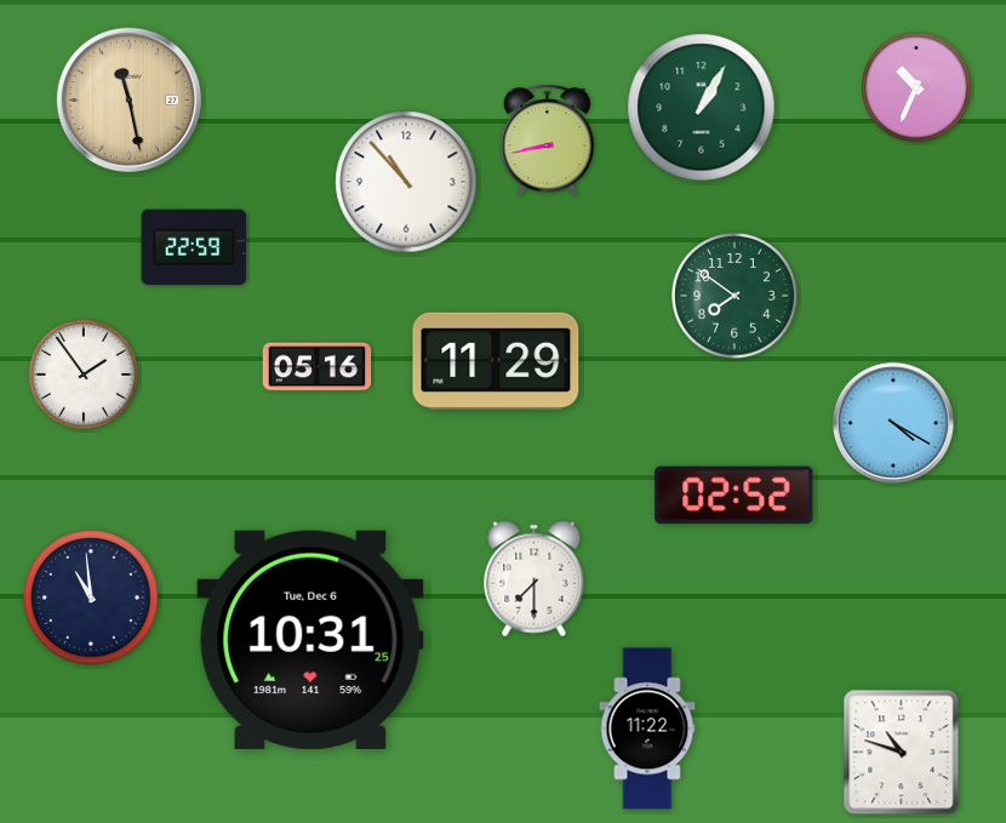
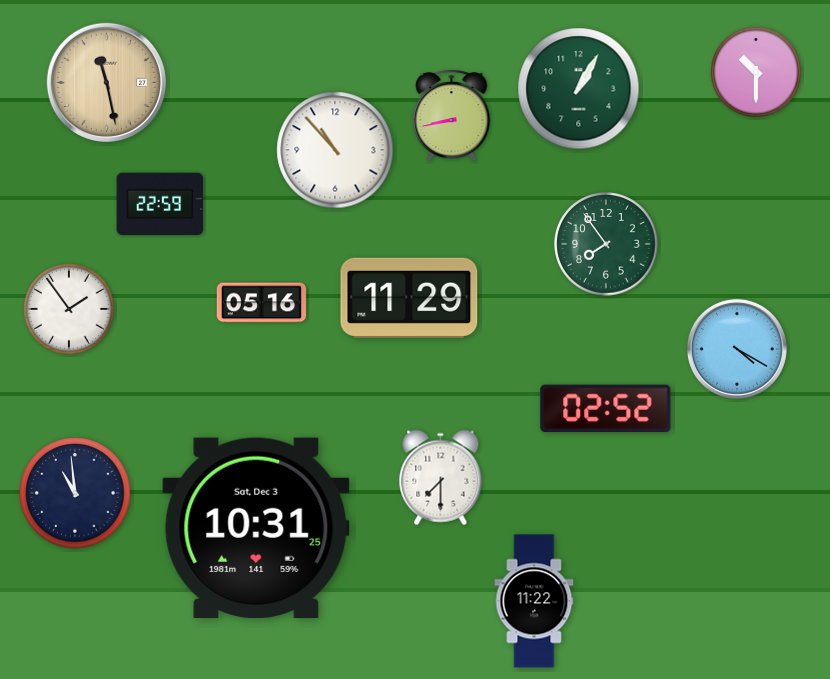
clock at (918, 88): 10:34 -> 10:30
clock at (735, 296): 7:51 -> 7:54
clock at (310, 639) date: Tue, Dec 6 -> Sat, Dec 3
clock at (902, 753): 10:48 -> none
